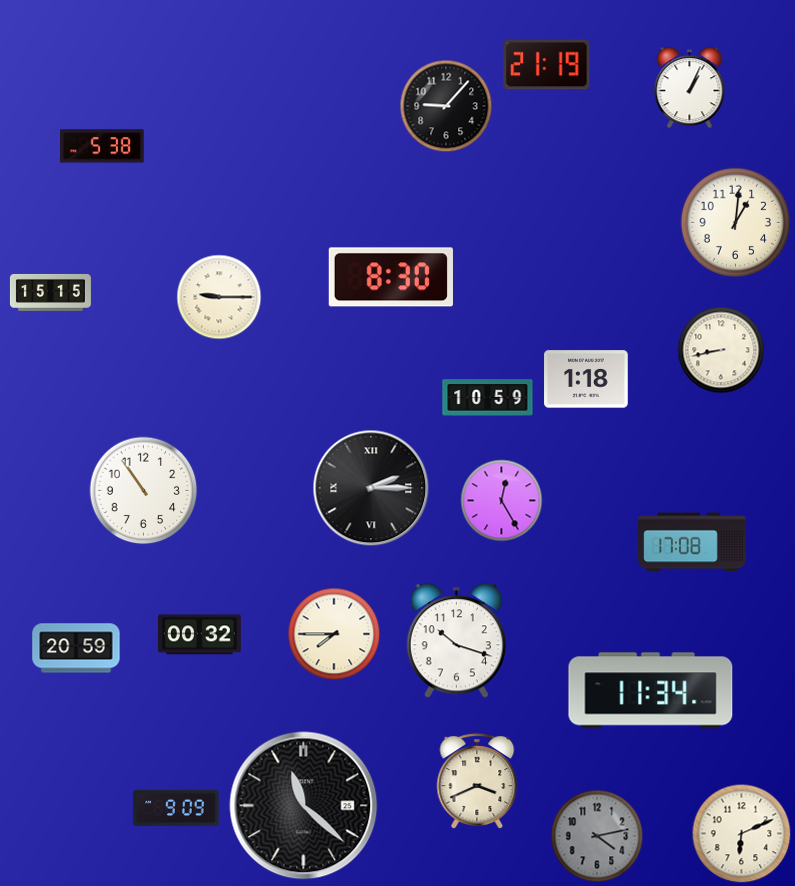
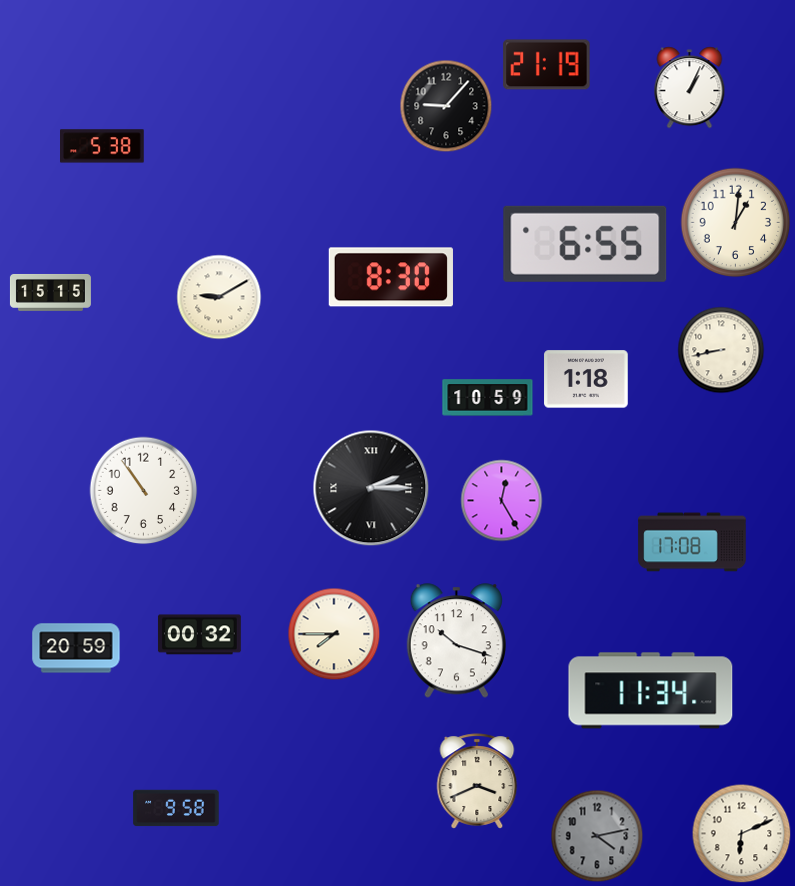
clock at (585, 244): none -> 6:55
clock at (219, 297): 9:15 -> 9:10
clock at (304, 806): 11:22 -> none
clock at (176, 808): 9:09 -> 9:58
